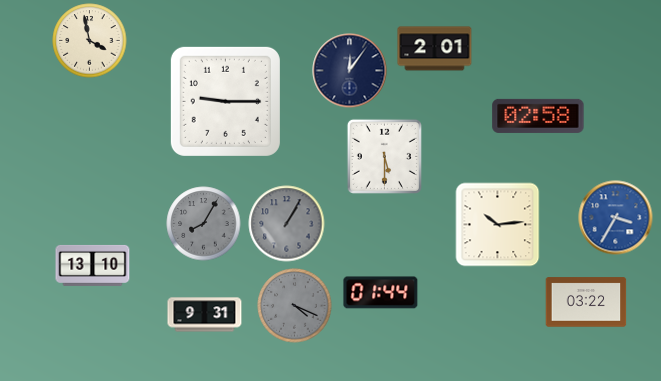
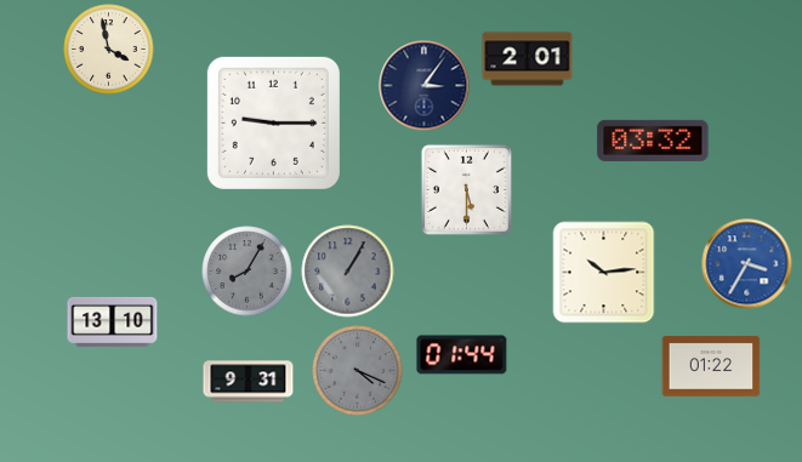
clock at (350, 71): 12:06 -> 3:06
clock at (538, 116): 02:58 -> 03:32
clock at (586, 302): 03:22 -> 01:22
